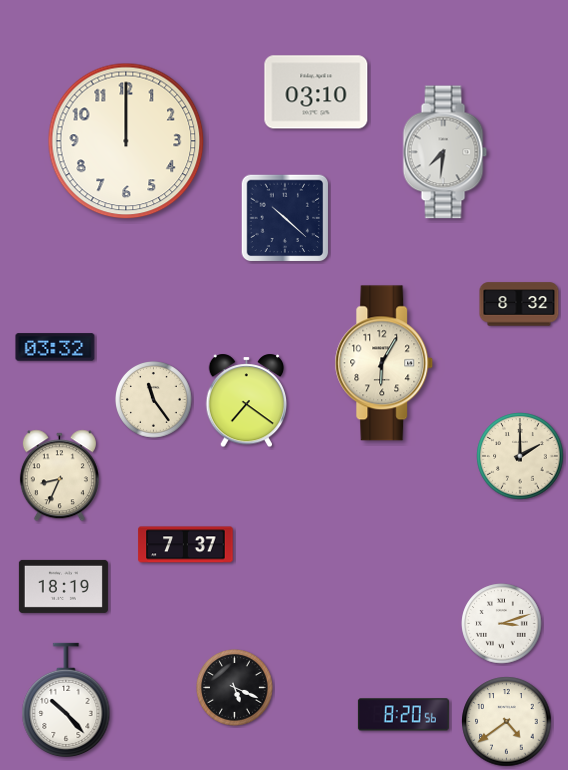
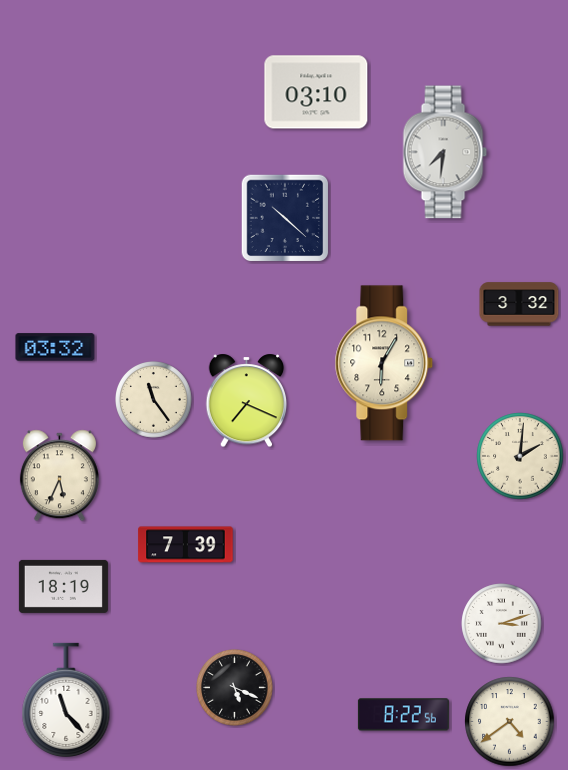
clock at (126, 141): 12:00 -> none
clock at (519, 304): 8:32 -> 3:32
clock at (247, 401): 7:21 -> 7:19
clock at (520, 456): 2:00 -> 2:01
clock at (59, 476): 8:34 -> 5:34
clock at (186, 545): 7:37 -> 7:39
clock at (66, 700): 10:23 -> 11:23
clock at (403, 715): 8:20 -> 8:22
clock at (507, 722) position: (507, 722) -> (510, 722)
